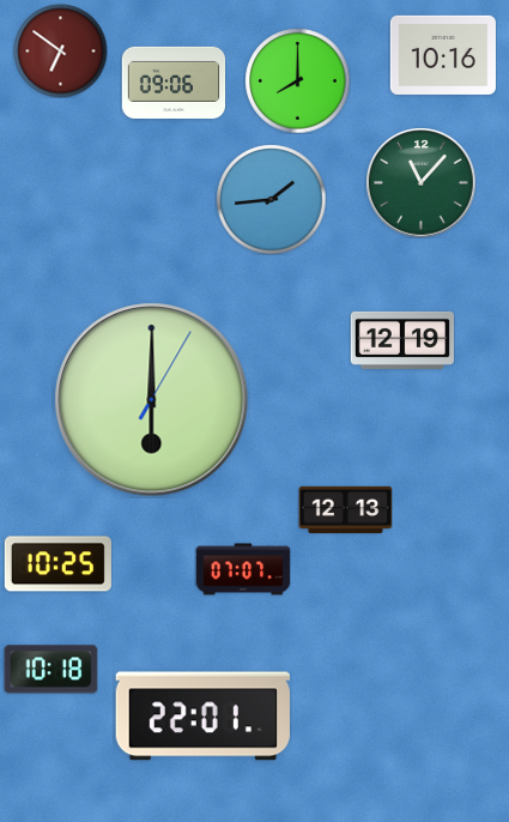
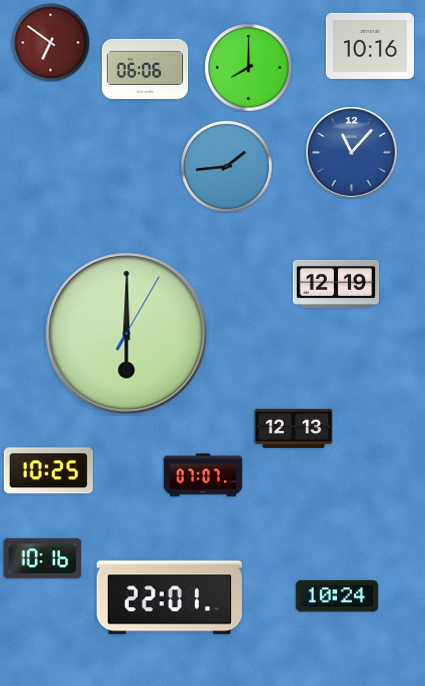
clock at (174, 83): 09:06 -> 06:06
clock at (420, 182) dial: green -> blue
clock at (345, 509) position: (345, 509) -> (293, 428)
clock at (50, 670): 10:18 -> 10:16
clock at (337, 596): none -> 10:24
